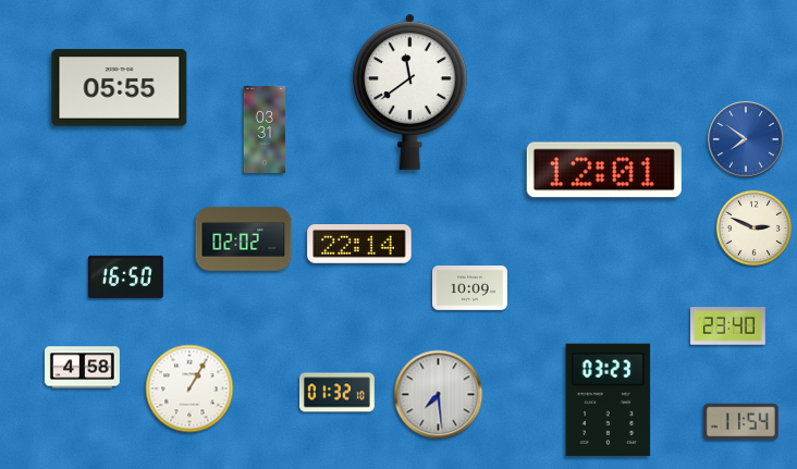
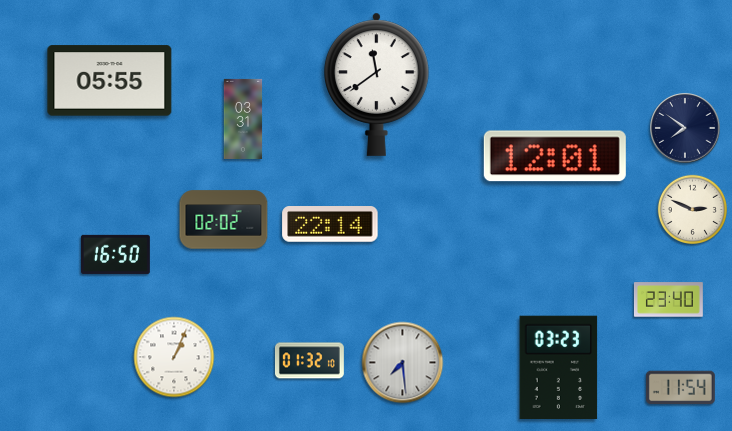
clock at (746, 139) dial: blue -> navy
clock at (470, 288): 10:09 -> none
clock at (82, 368): 4:58 -> none
clock at (189, 388): 1:05 -> 1:04
